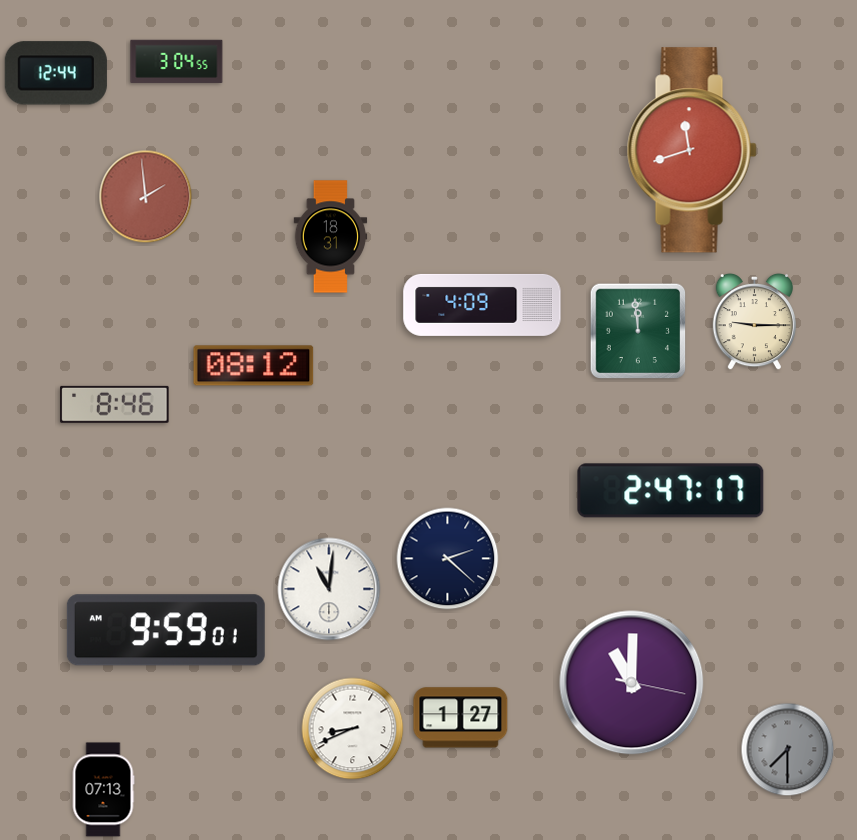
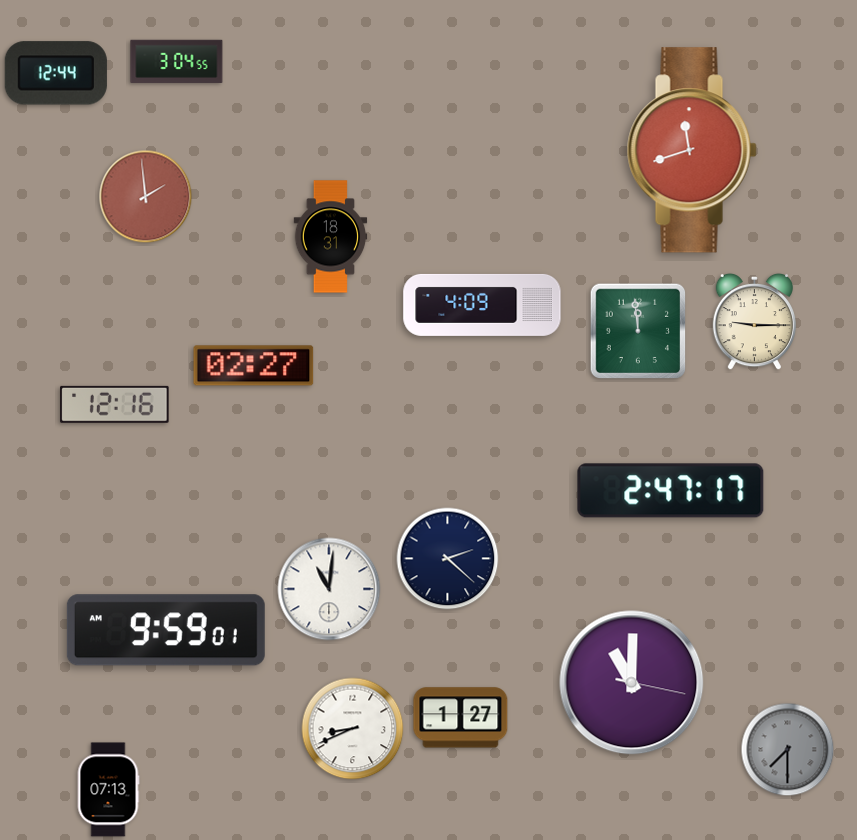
clock at (254, 366): 08:12 -> 02:27
clock at (115, 404): 8:46 -> 12:16
clock at (103, 790) position: (103, 790) -> (108, 790)
